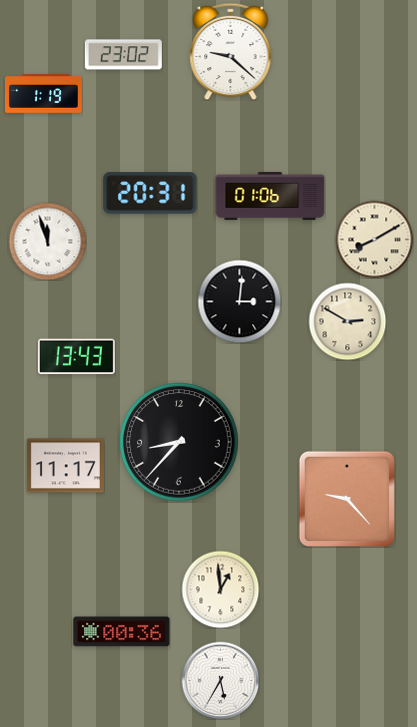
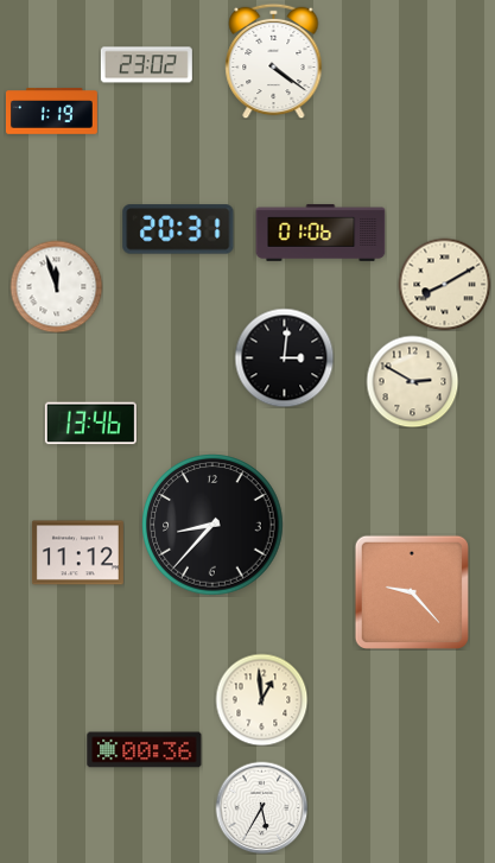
clock at (231, 51): 9:22 -> 4:21
clock at (76, 357): 13:43 -> 13:46
clock at (65, 466): 11:17 -> 11:12
